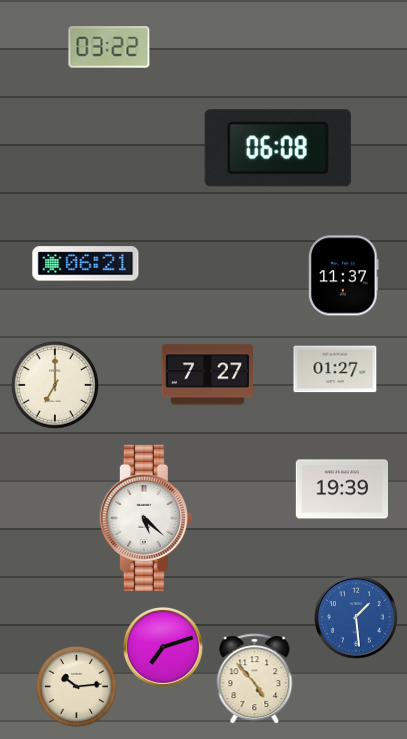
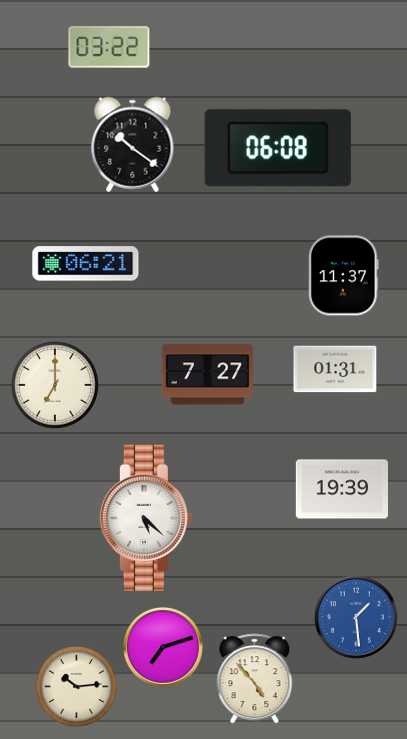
clock at (133, 145): none -> 10:21
clock at (335, 369): 01:27 -> 01:31
